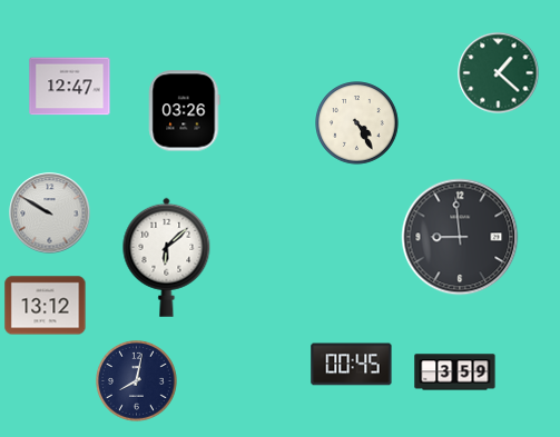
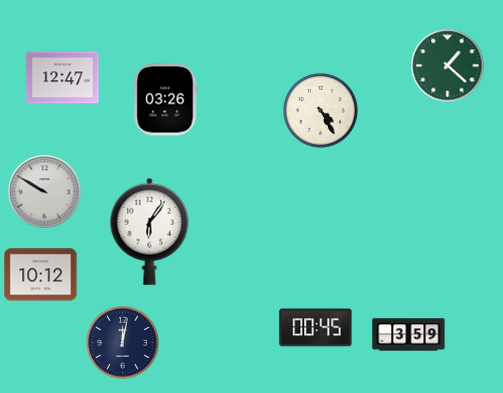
clock at (460, 237): 8:59 -> none
clock at (167, 257): 6:08 -> 6:06
clock at (46, 306): 13:12 -> 10:12
clock at (137, 381): 8:02 -> 12:02
